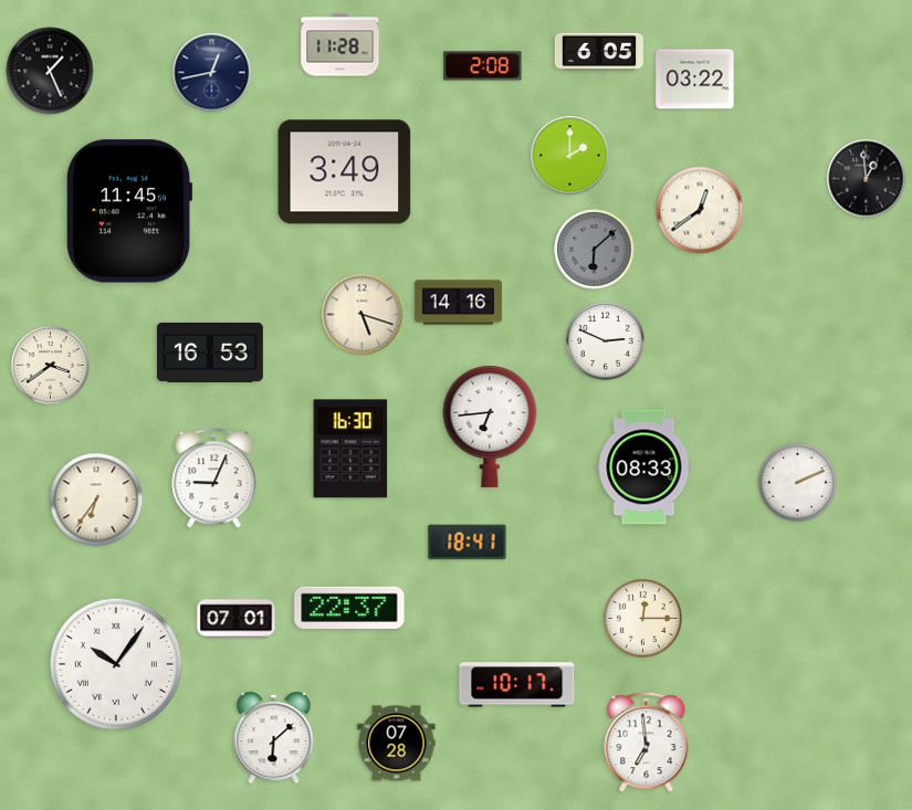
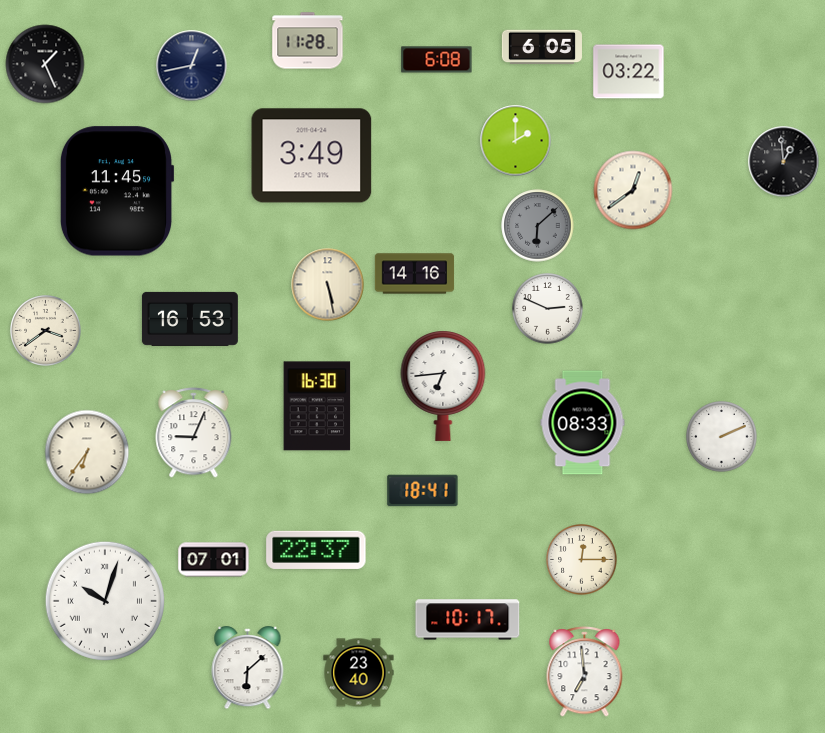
clock at (483, 66): 2:08 -> 6:08
clock at (363, 315): 5:18 -> 5:28
clock at (116, 664): 10:06 -> 10:03
clock at (397, 744): 07:28 -> 23:40
